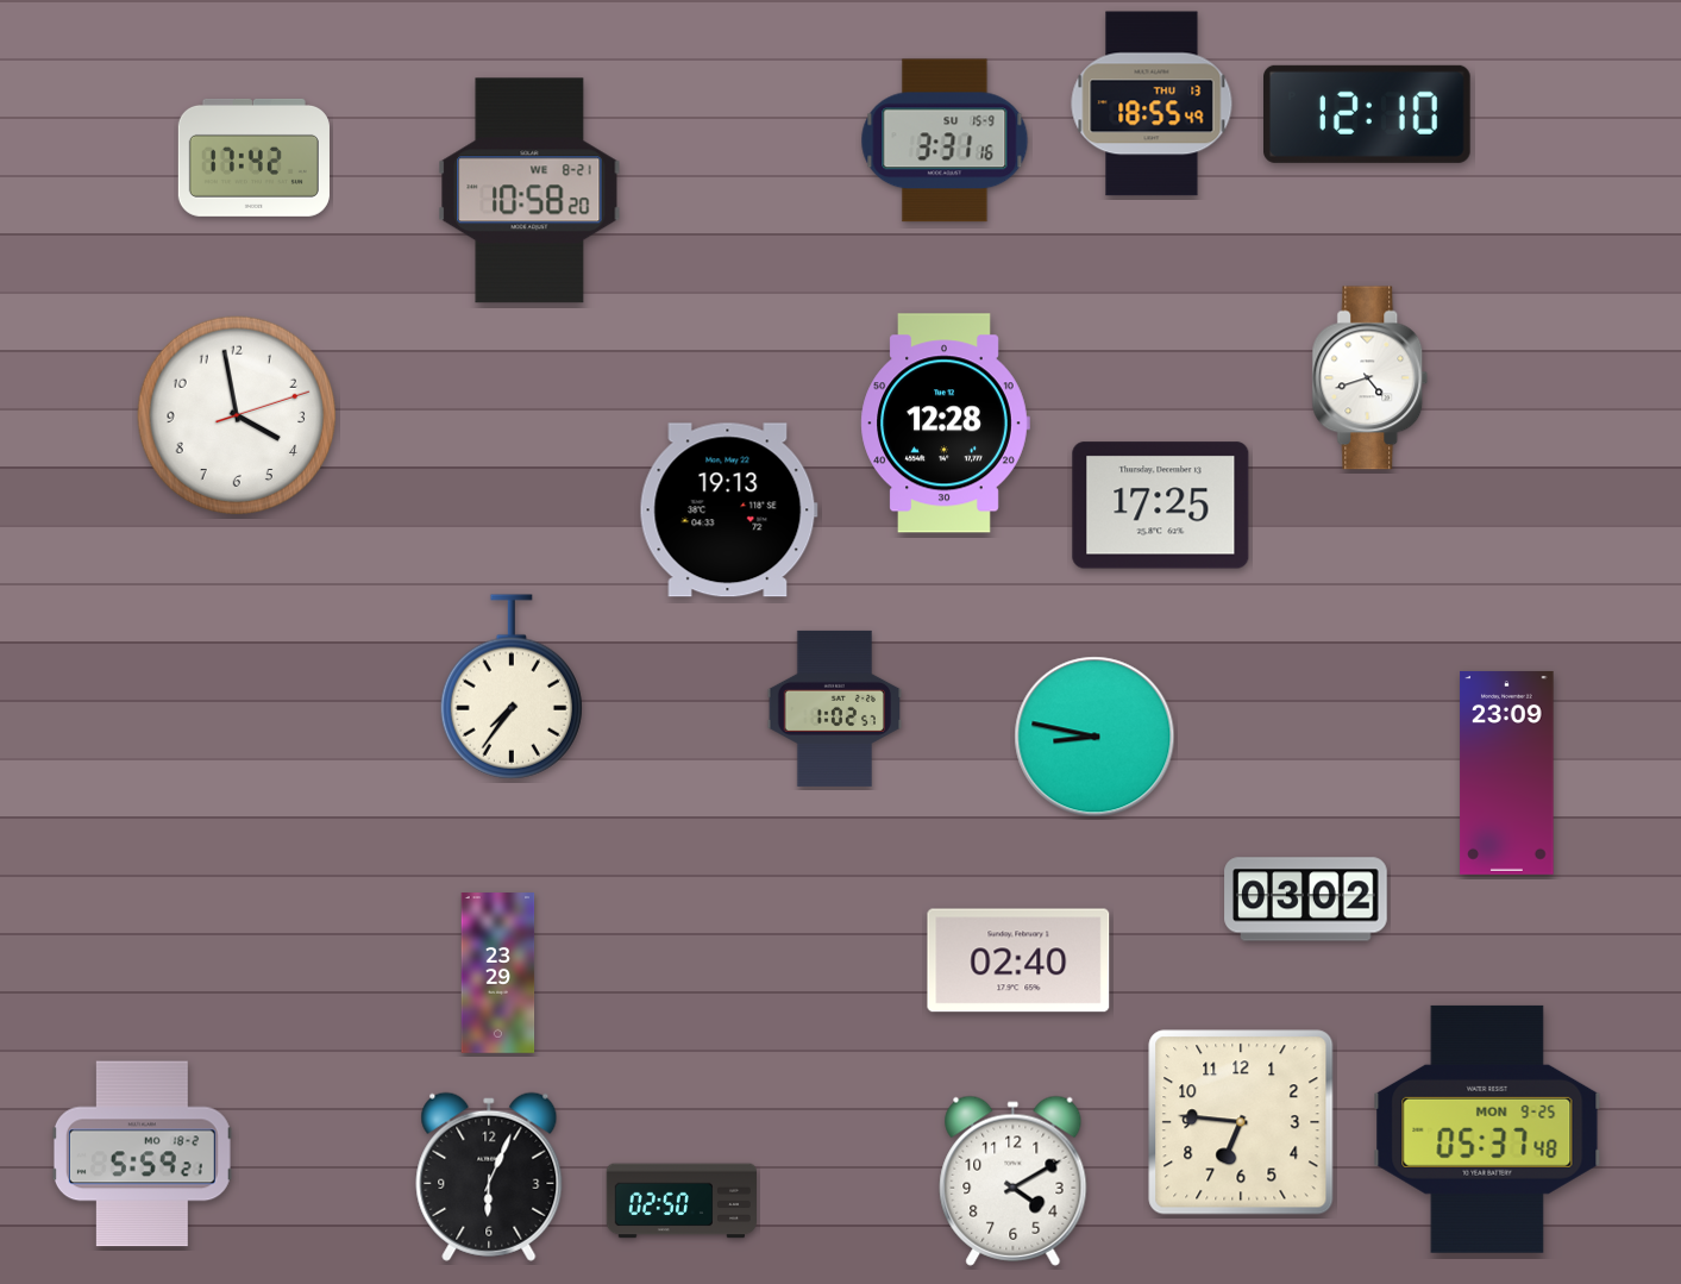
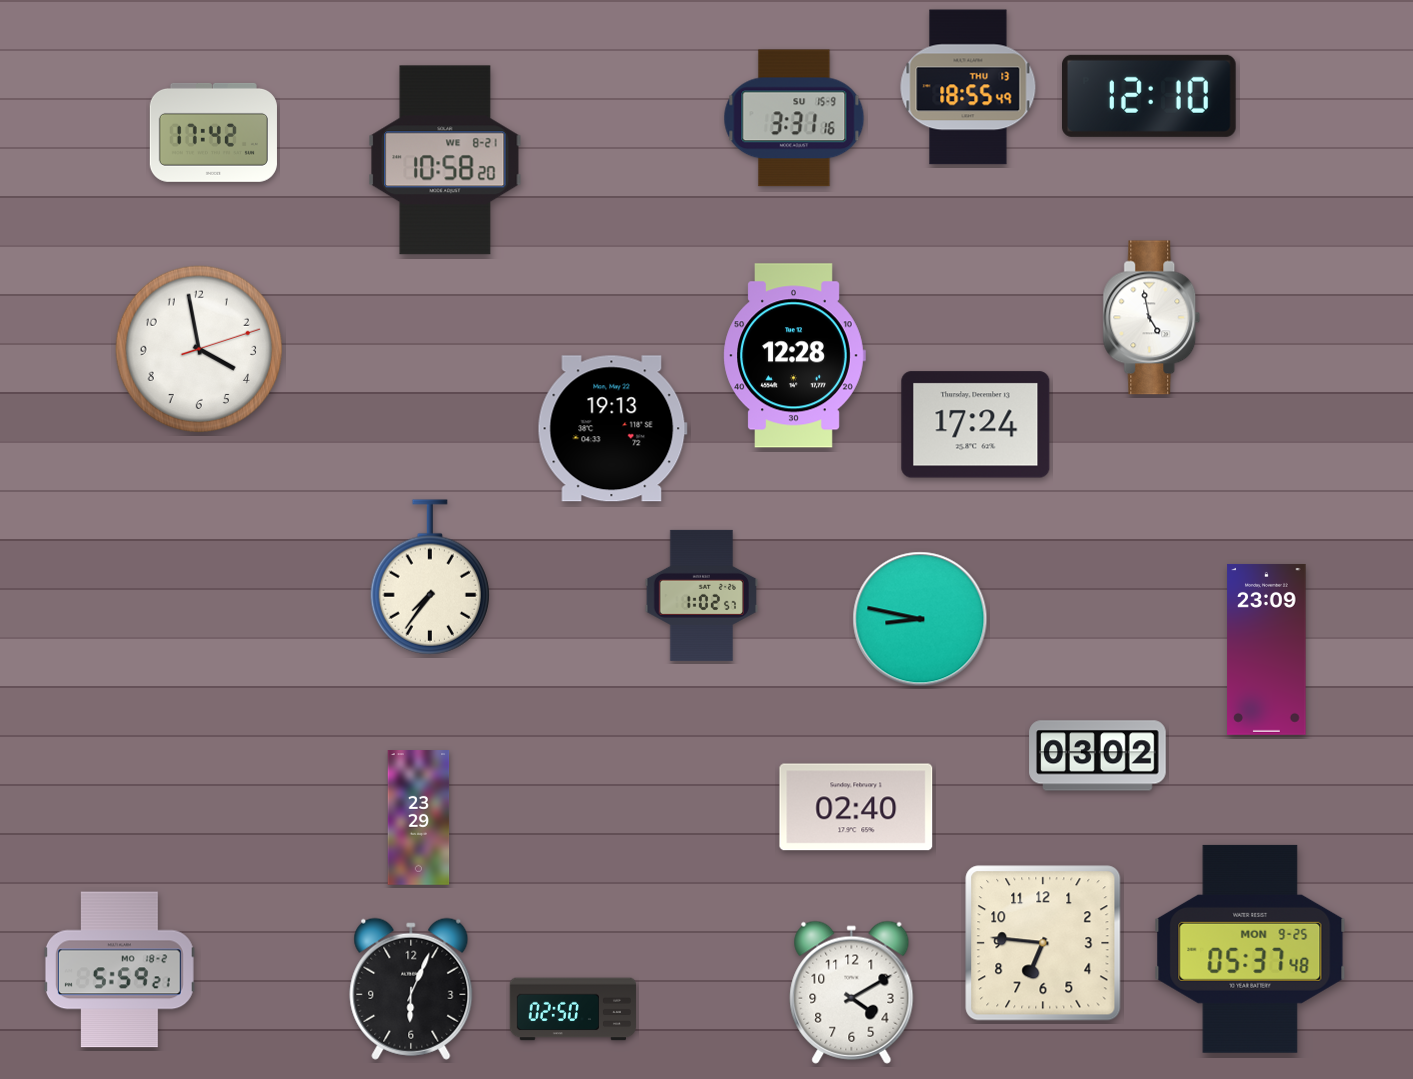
clock at (1370, 378): 4:42 -> 4:58
clock at (1161, 506): 17:25 -> 17:24
